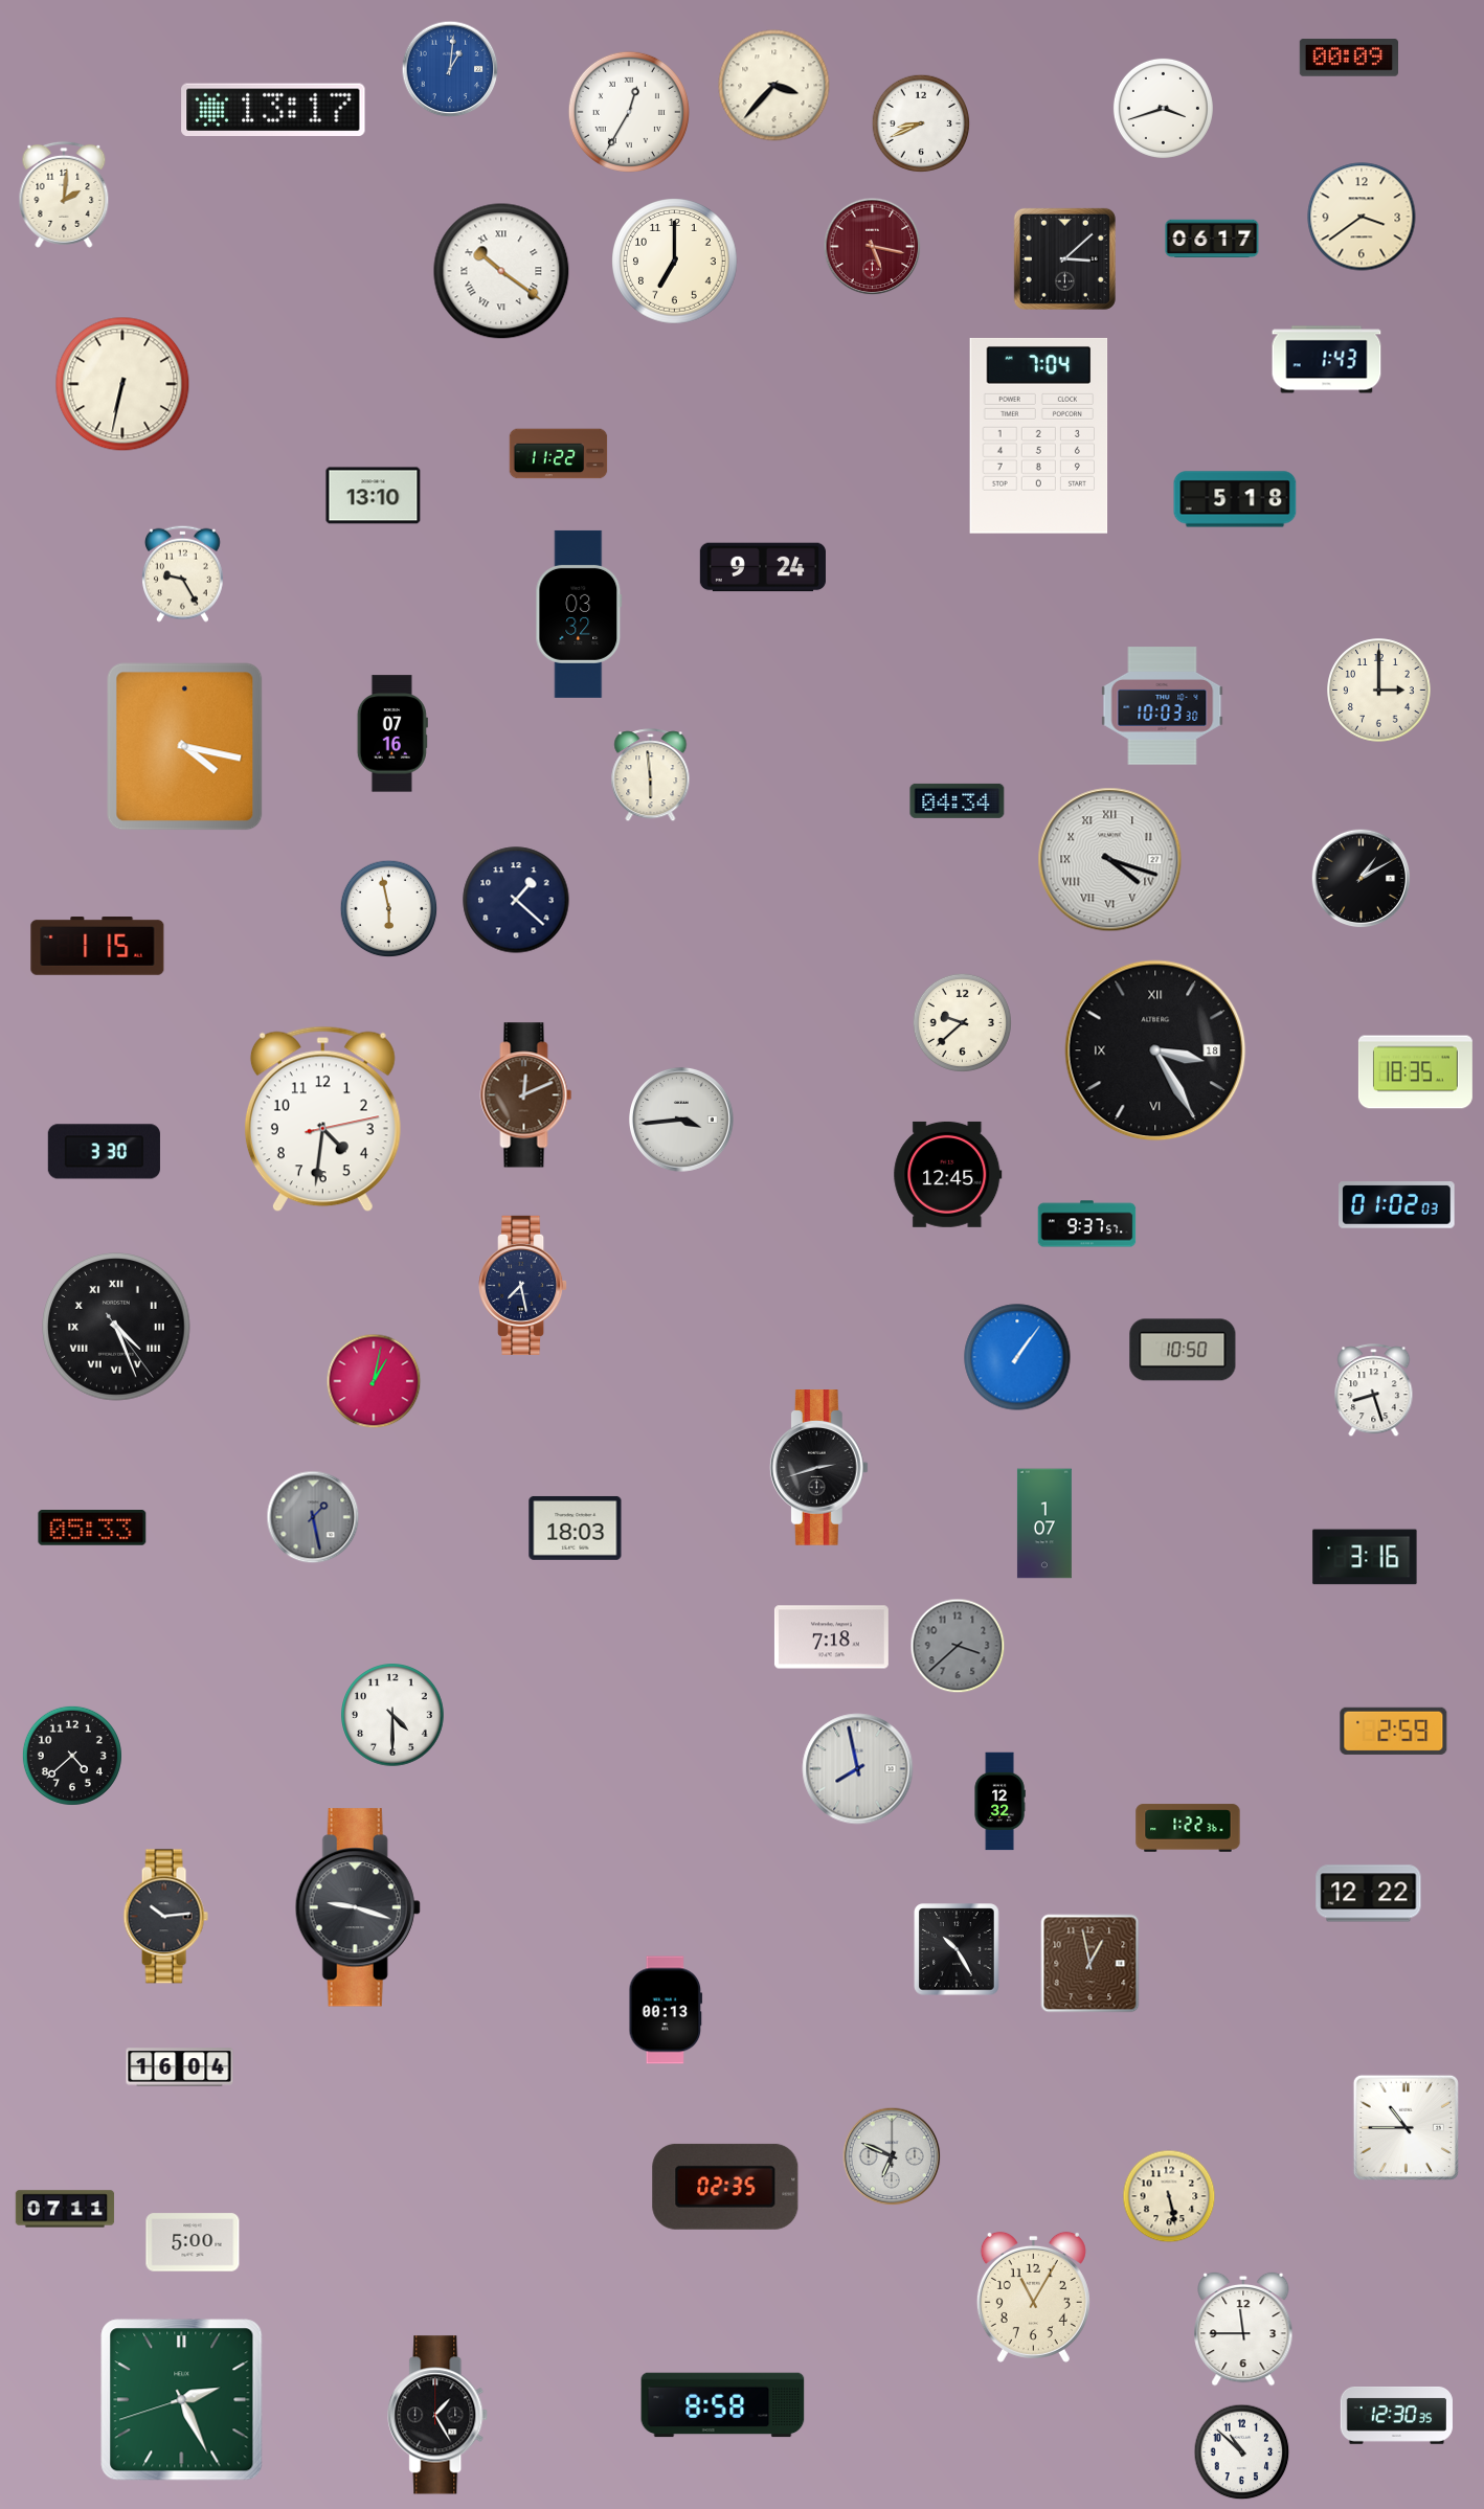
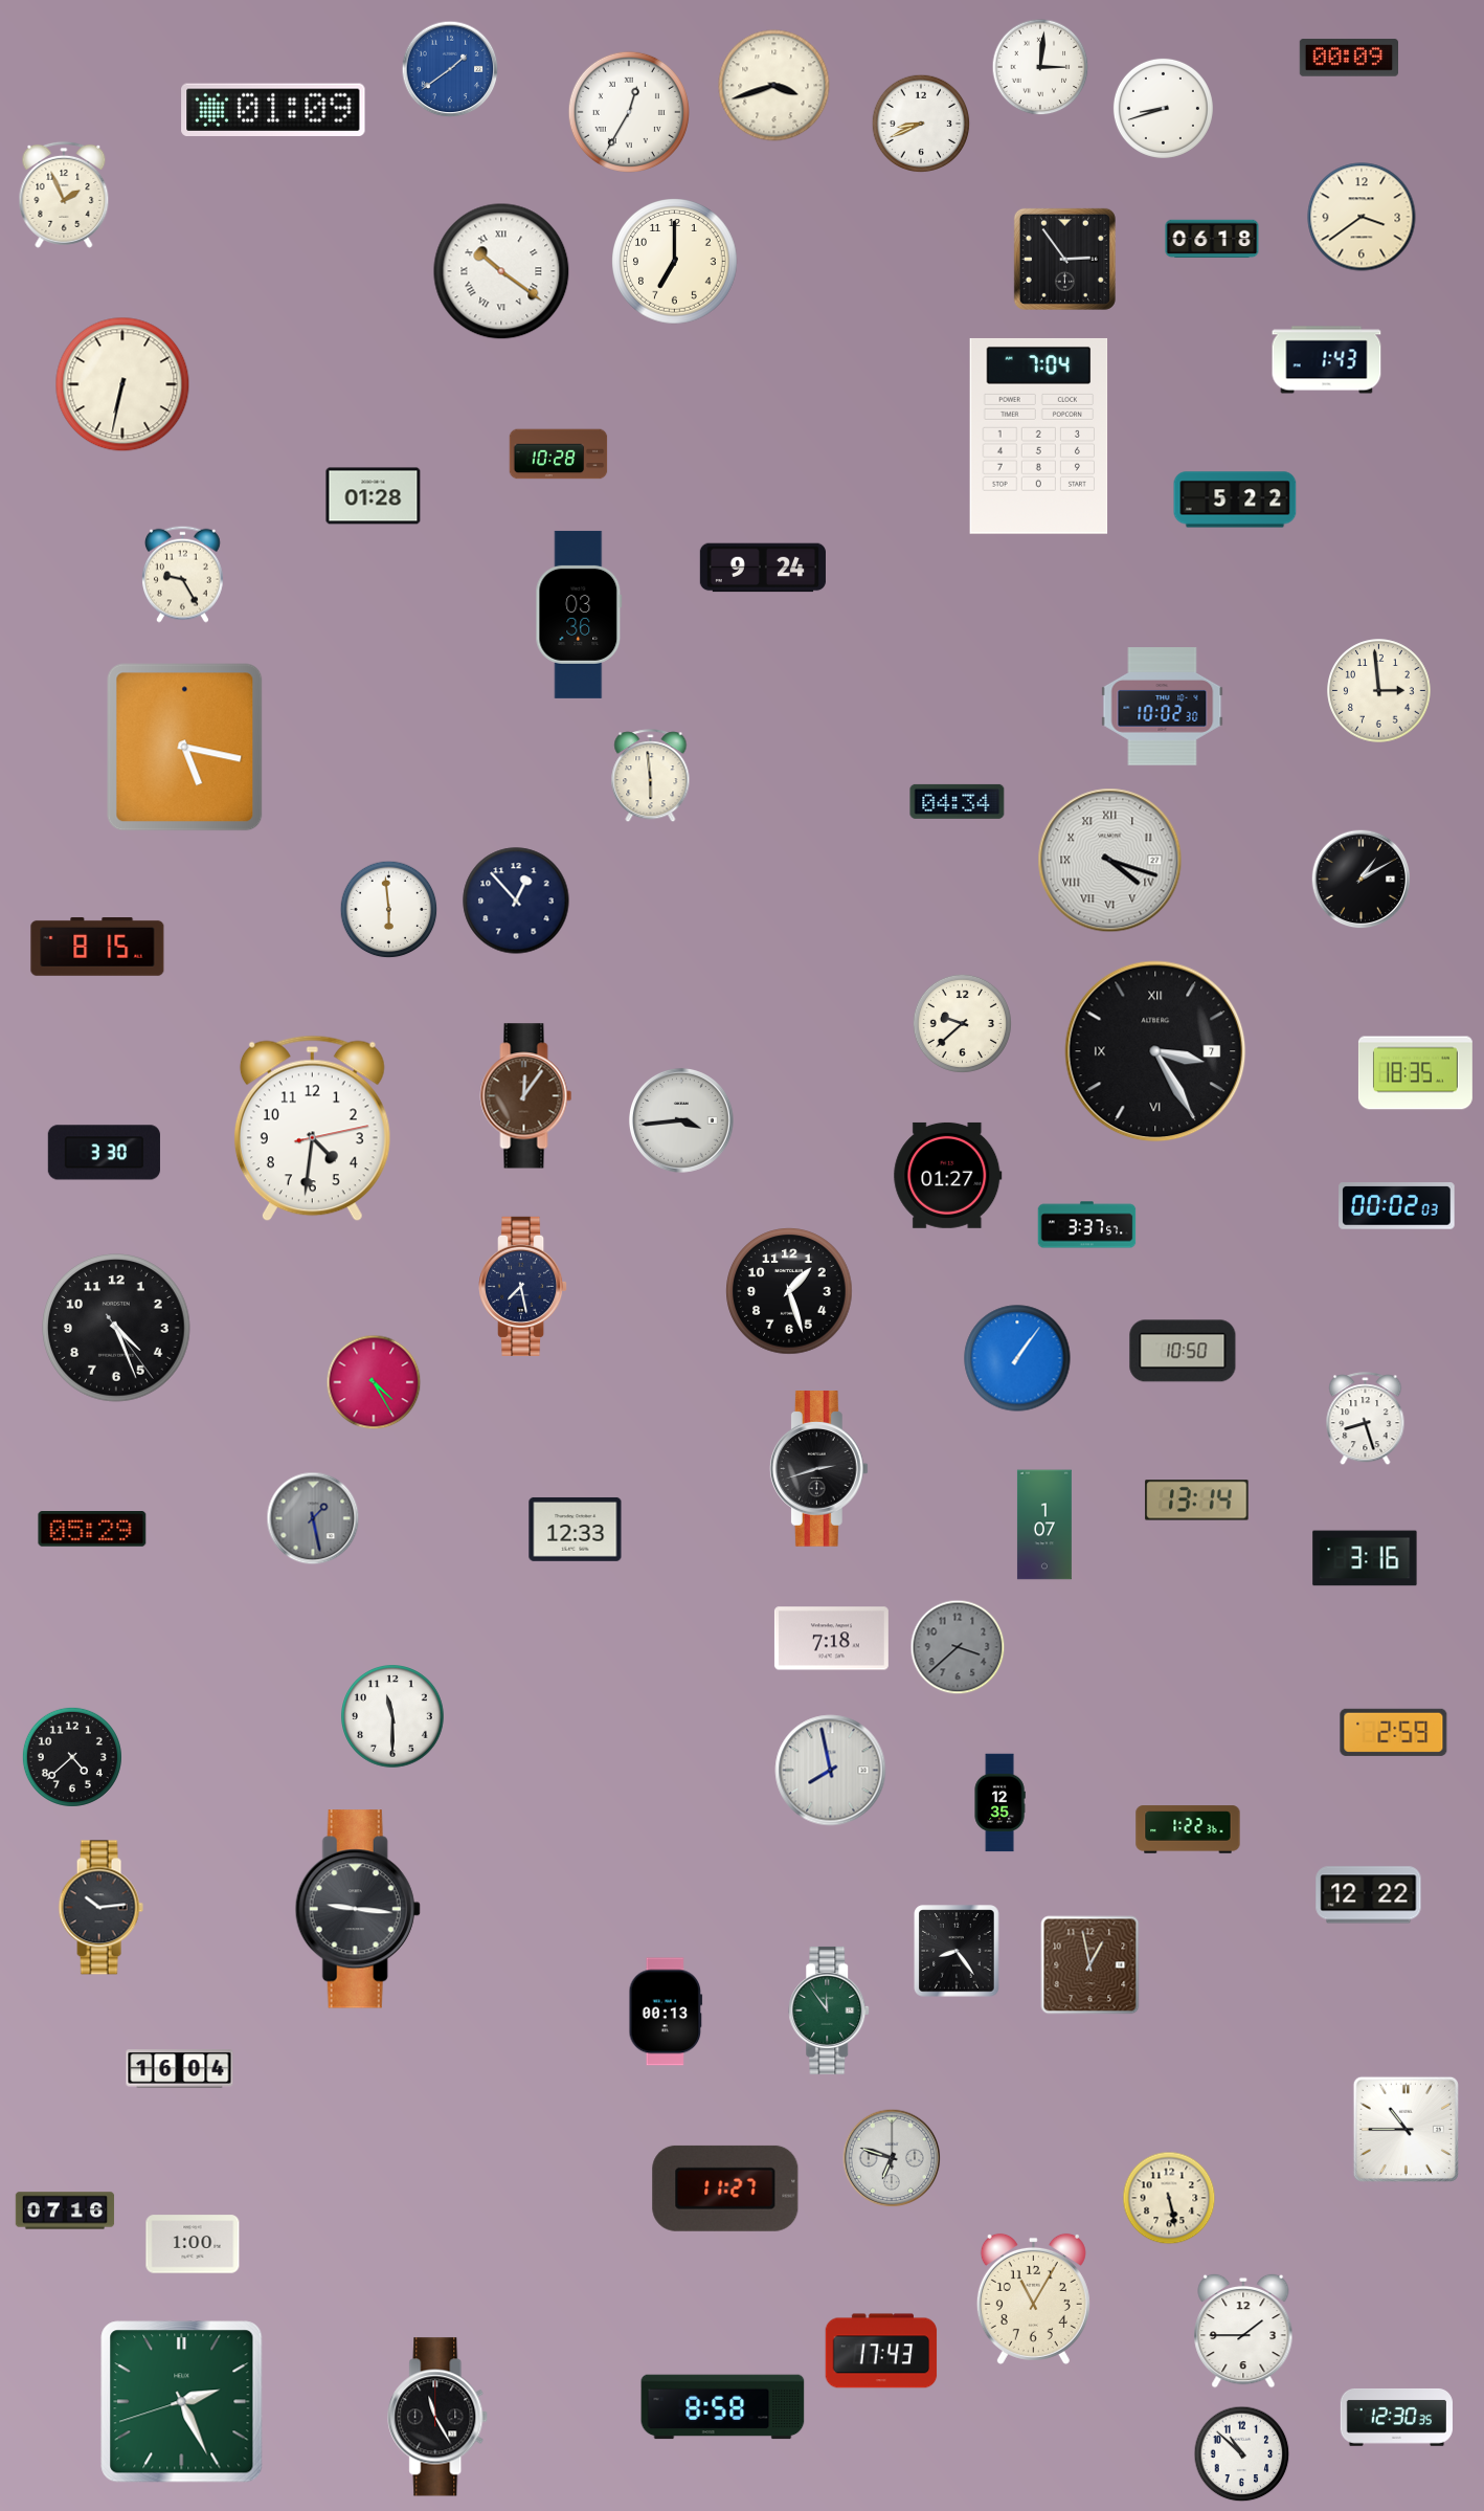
clock at (1040, 67): none -> 3:01
clock at (450, 69): 1:01 -> 1:39
clock at (774, 86): 3:37 -> 3:42
clock at (1163, 108): 3:42 -> 8:42
clock at (273, 110): 13:17 -> 01:09
clock at (64, 195): 2:01 -> 1:56
clock at (1212, 239): 06:17 -> 06:18
clock at (873, 247): 5:17 -> none
clock at (1064, 258): 3:08 -> 2:54
clock at (559, 454): 11:22 -> 10:28
clock at (374, 496): 13:10 -> 01:28
clock at (1235, 499): 5:18 -> 5:22
clock at (579, 614): 03:32 -> 03:36
clock at (1379, 691): 3:00 -> 2:59
clock at (1163, 706): 10:03 -> 10:02
clock at (392, 733): 07:16 -> none
clock at (185, 747): 4:17 -> 5:17
clock at (516, 900): 1:22 -> 12:53
clock at (389, 909): 5:58 -> 5:59
clock at (97, 947): 1:15 -> 8:15
clock at (1155, 1050) date: 18 -> 7
clock at (526, 1095): 12:11 -> 12:06
clock at (322, 1120) position: (322, 1120) -> (312, 1129)
clock at (948, 1174): 12:45 -> 01:27
clock at (1397, 1205): 01:02 -> 00:02
clock at (1087, 1224): 9:37 -> 3:37
clock at (789, 1291): none -> 1:27
clock at (116, 1327) numerals: Roman -> Arabic
clock at (374, 1381): 1:02 -> 4:25
clock at (1374, 1391) position: (1374, 1391) -> (1366, 1419)
clock at (1197, 1501): none -> 13:14
clock at (576, 1528): 18:03 -> 12:33
clock at (92, 1529): 05:33 -> 05:29
clock at (392, 1715): 4:30 -> 11:30
clock at (858, 1769) position: (858, 1769) -> (831, 1771)
clock at (999, 1802): 12:32 -> 12:35
clock at (358, 1907): 9:18 -> 9:16
clock at (165, 1917) position: (165, 1917) -> (100, 1908)
clock at (957, 1949): 10:25 -> 8:24
clock at (830, 2010): none -> 11:54
clock at (892, 2156): 6:49 -> 6:48
clock at (725, 2187): 02:35 -> 11:27
clock at (65, 2209): 07:11 -> 07:16
clock at (193, 2242): 5:00 -> 1:00
clock at (1243, 2329): 11:45 -> 1:45
clock at (881, 2351): none -> 17:43
clock at (439, 2415): 1:25 -> 11:25
